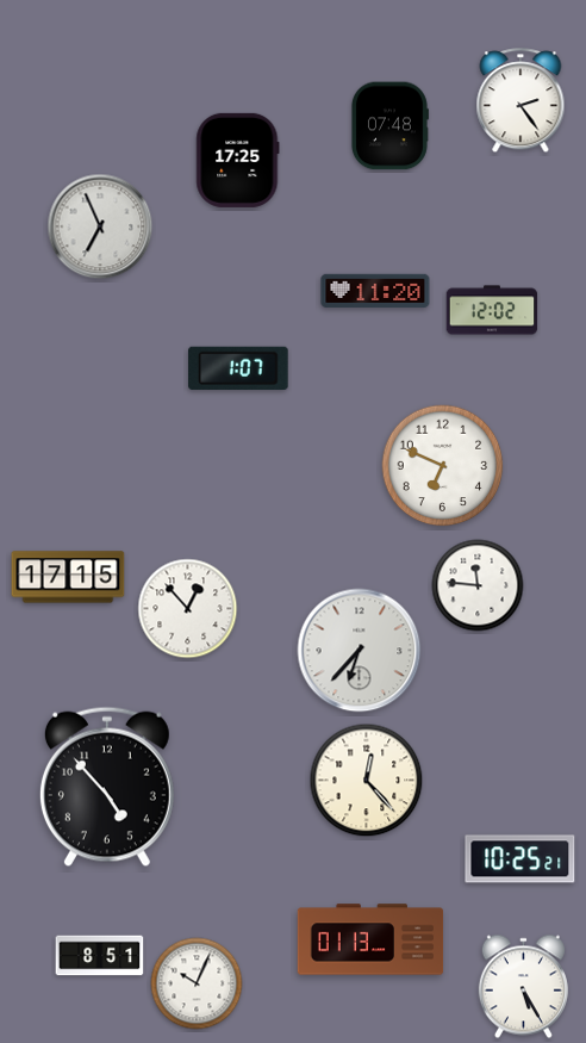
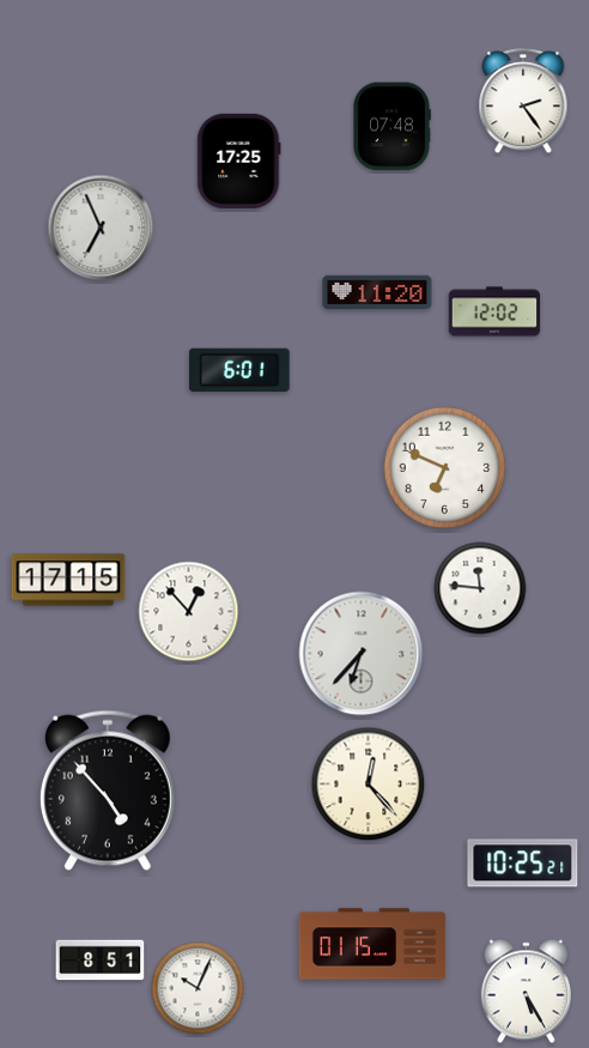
clock at (238, 368): 1:07 -> 6:01
clock at (370, 939): 01:13 -> 01:15
